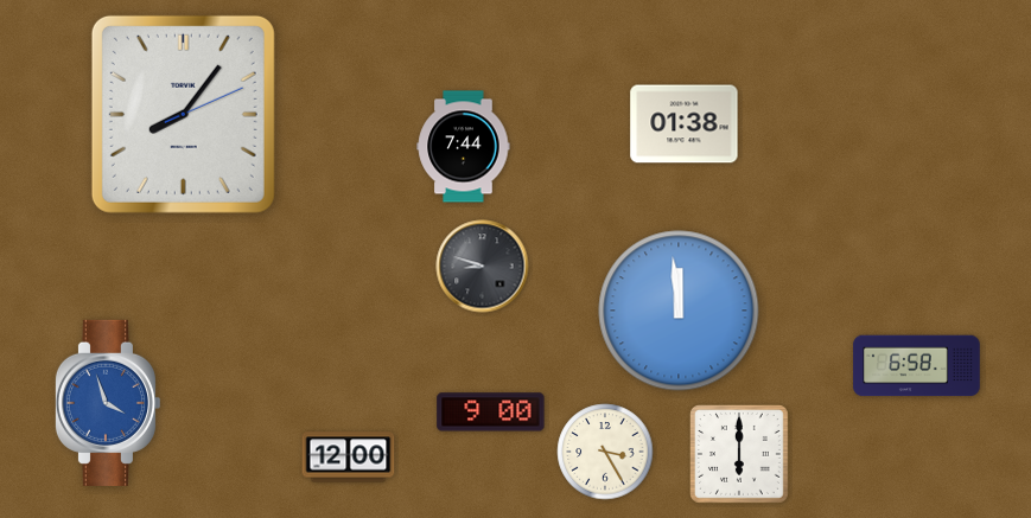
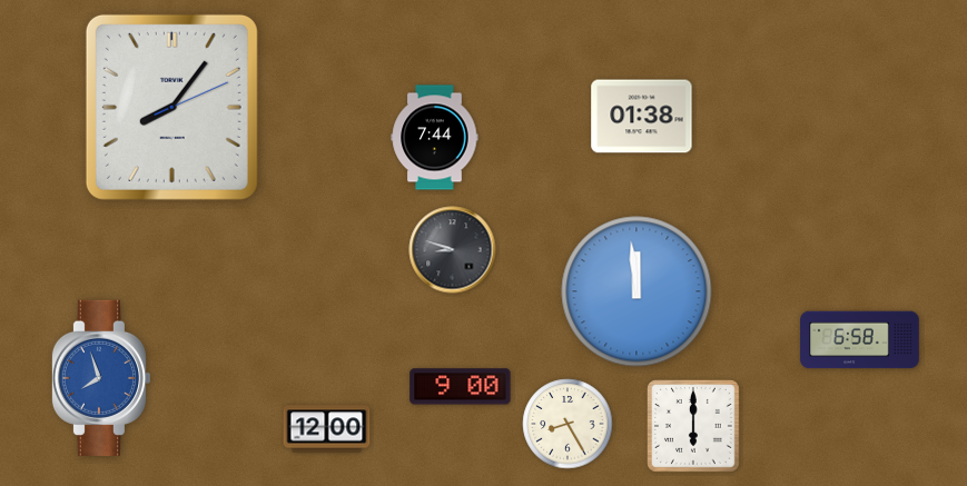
clock at (917, 366) position: (917, 366) -> (860, 340)
clock at (107, 403): 3:57 -> 7:57
clock at (605, 452): 3:25 -> 8:25
